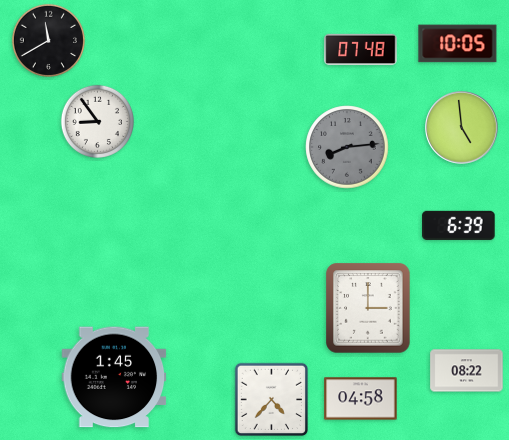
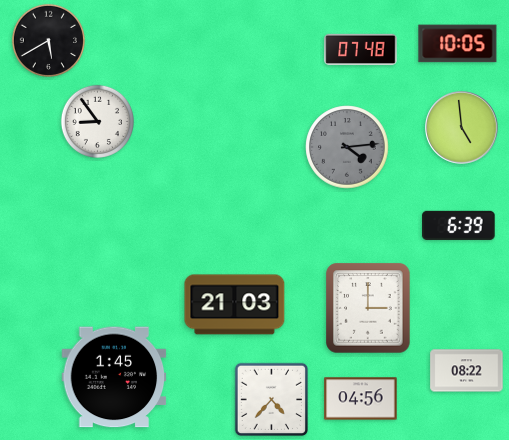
clock at (48, 40): 11:40 -> 5:40
clock at (347, 147): 8:14 -> 4:14
clock at (235, 305): none -> 21:03
clock at (361, 399): 04:58 -> 04:56
